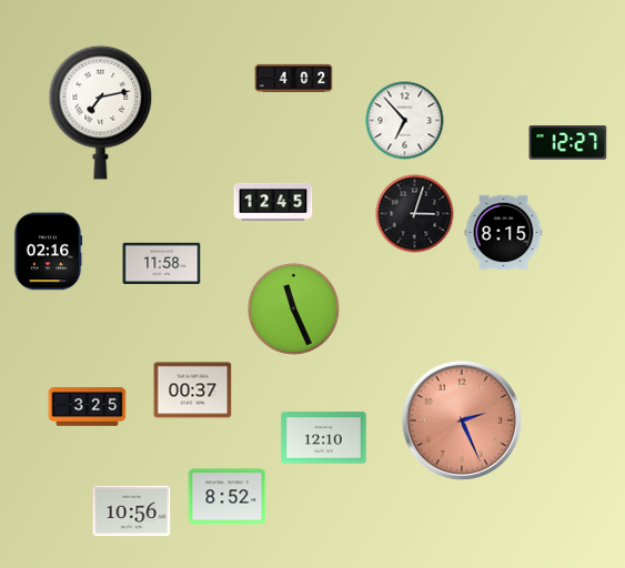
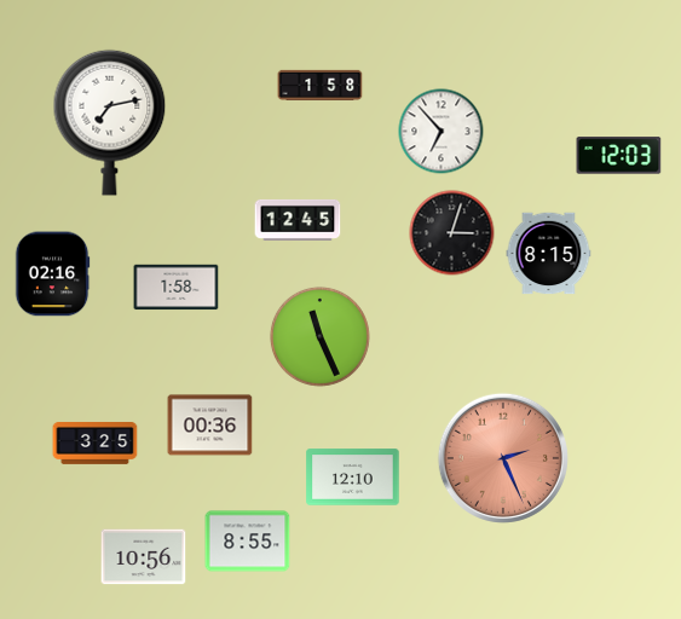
clock at (294, 78): 4:02 -> 1:58
clock at (568, 143): 12:27 -> 12:03
clock at (162, 264): 11:58 -> 1:58
clock at (193, 390): 00:37 -> 00:36
clock at (228, 497): 8:52 -> 8:55
